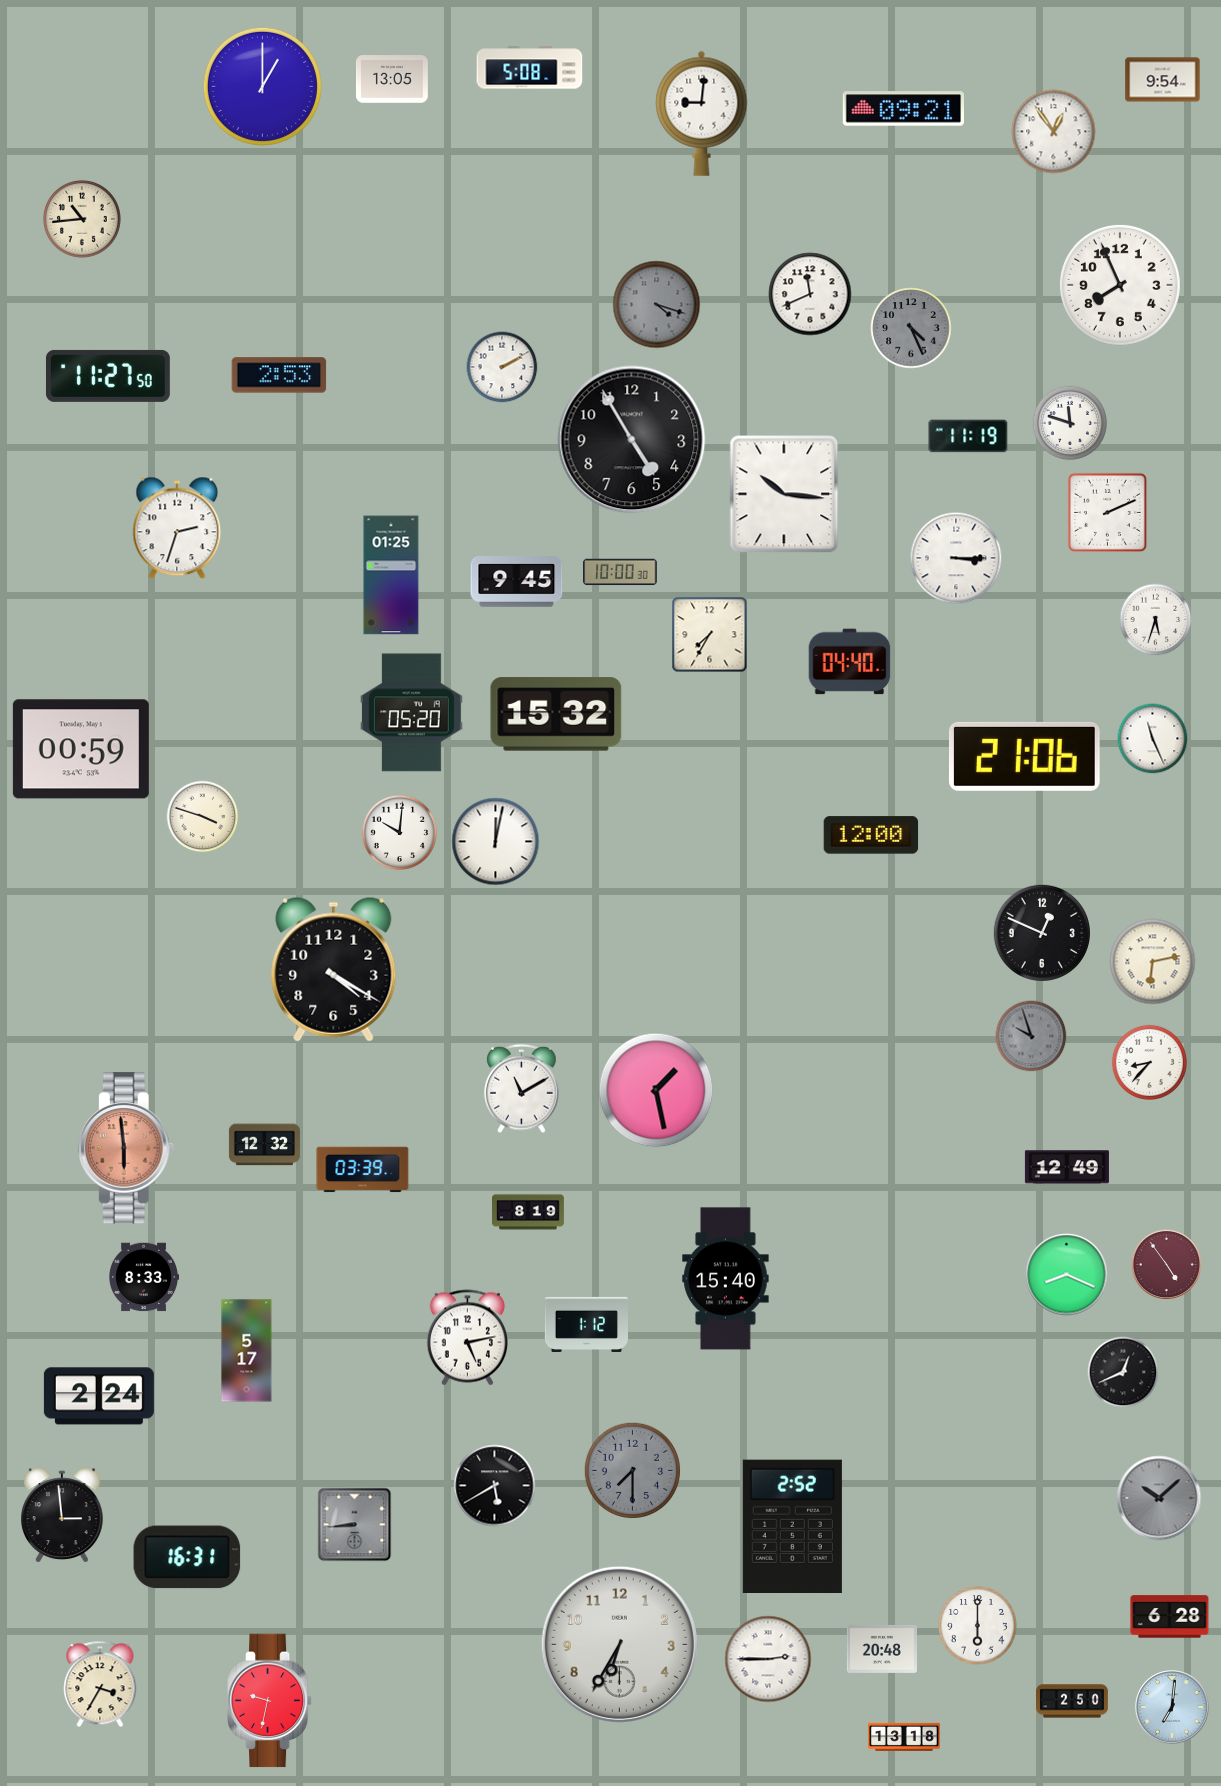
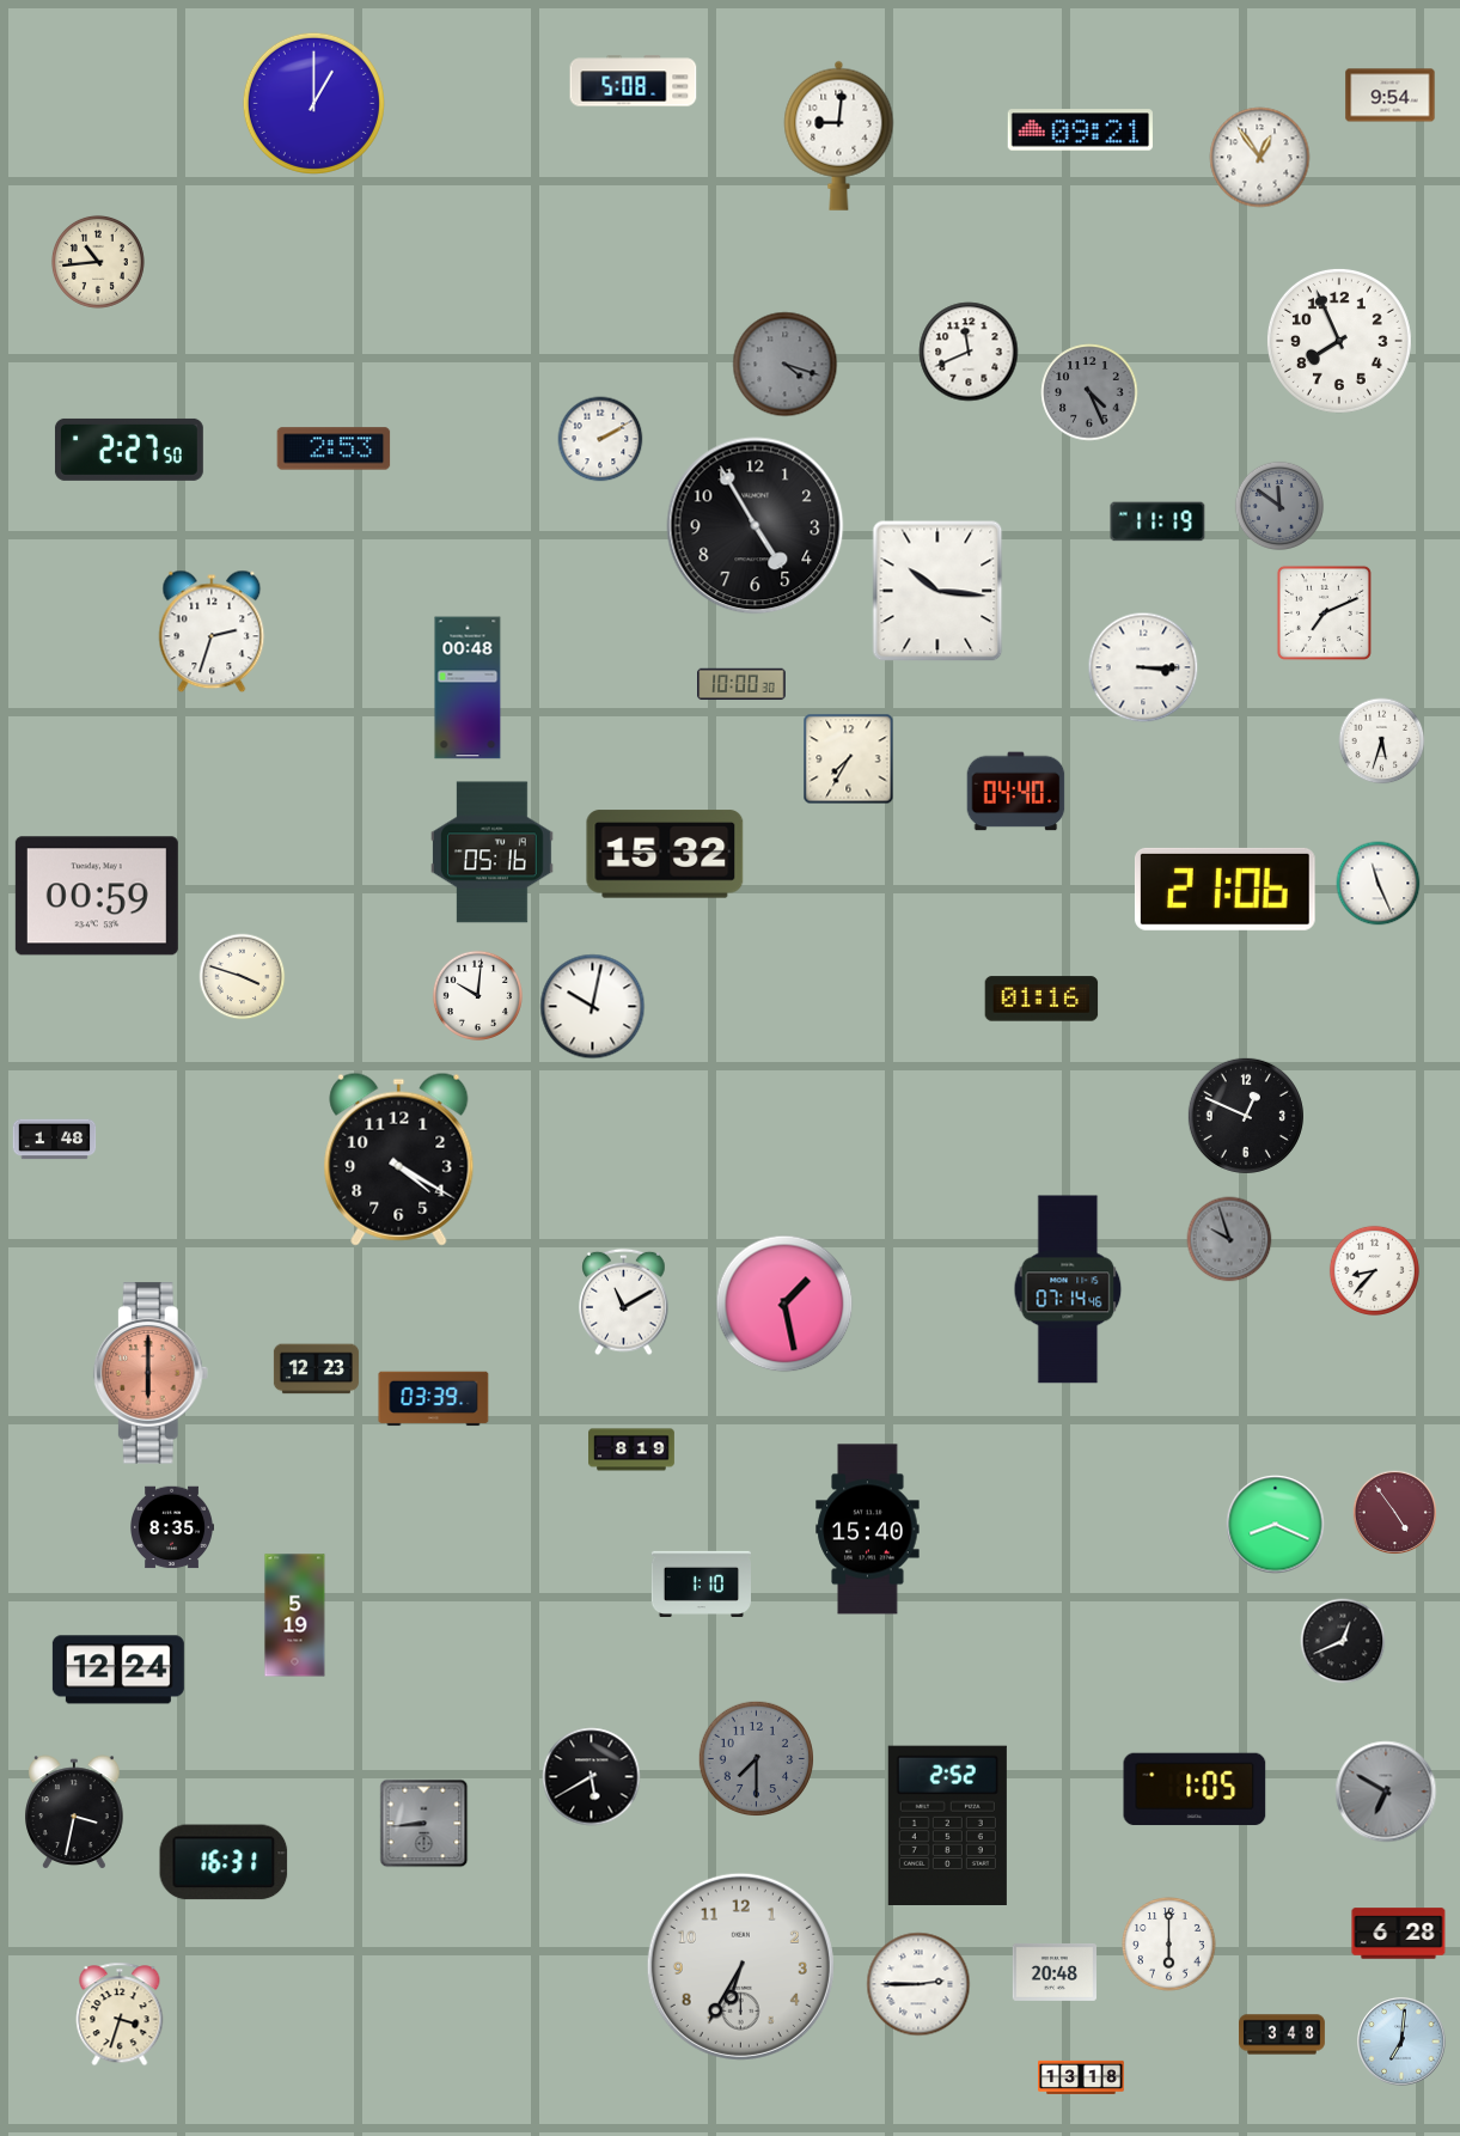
clock at (392, 79): 13:05 -> none
clock at (108, 376): 11:27 -> 2:27
clock at (1070, 423): 11:48 -> 11:51
clock at (1070, 423) dial: white -> grey
clock at (1107, 512): 2:11 -> 7:11
clock at (391, 575): 01:25 -> 00:48
clock at (517, 582): 9:45 -> none
clock at (412, 713): 05:20 -> 05:16
clock at (1024, 756) position: (1024, 756) -> (1224, 889)
clock at (871, 835): 12:00 -> 01:16
clock at (496, 842): 12:02 -> 10:02
clock at (55, 1140): none -> 1:48
clock at (1153, 962): 6:13 -> none
clock at (1031, 1036) position: (1031, 1036) -> (1229, 1239)
clock at (1068, 1289): none -> 07:14
clock at (264, 1145): 12:32 -> 12:23
clock at (126, 1148): 5:59 -> 6:00
clock at (1067, 1167): 12:49 -> none
clock at (144, 1277): 8:33 -> 8:35
clock at (586, 1324): 1:12 -> 1:10
clock at (467, 1338): 5:13 -> none
clock at (247, 1351): 5:17 -> 5:19
clock at (99, 1396): 2:24 -> 12:24
clock at (1195, 1789): none -> 1:05
clock at (1159, 1498): 10:08 -> 6:50
clock at (63, 1515): 2:59 -> 3:32
clock at (100, 1684): 3:35 -> 3:33
clock at (270, 1701): 9:32 -> none
clock at (1073, 1701): 2:50 -> 3:48
